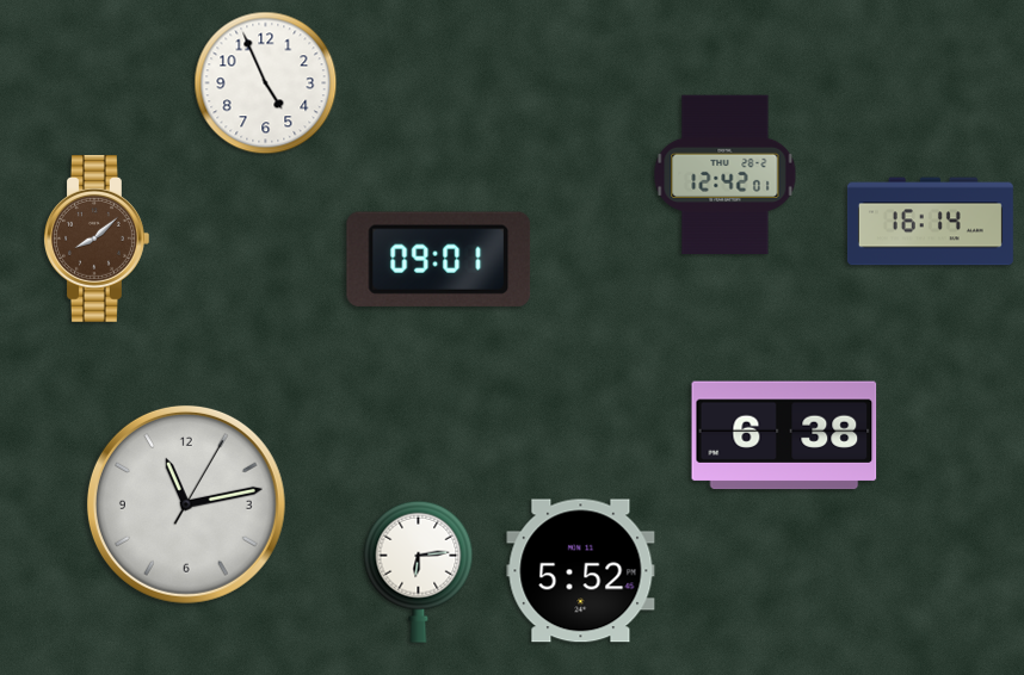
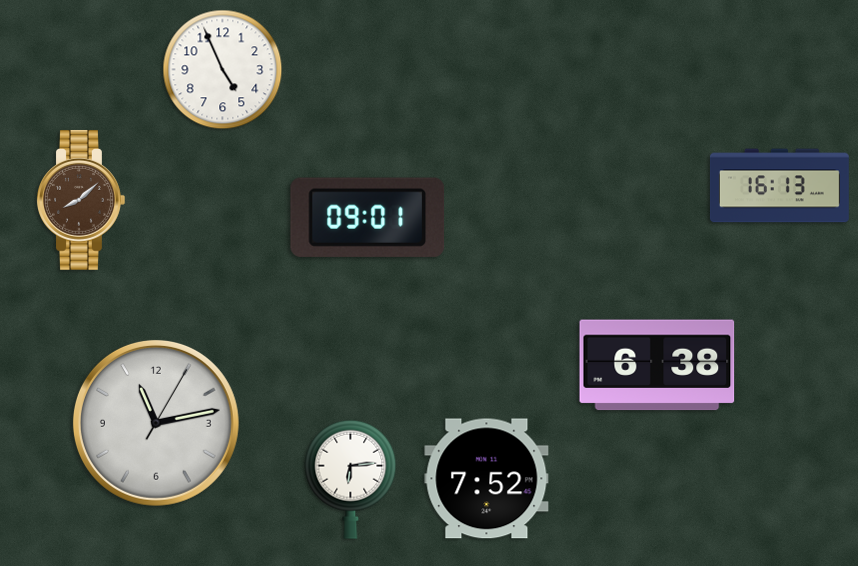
clock at (726, 175): 12:42 -> none
clock at (930, 222): 16:14 -> 16:13
clock at (581, 571): 5:52 -> 7:52
